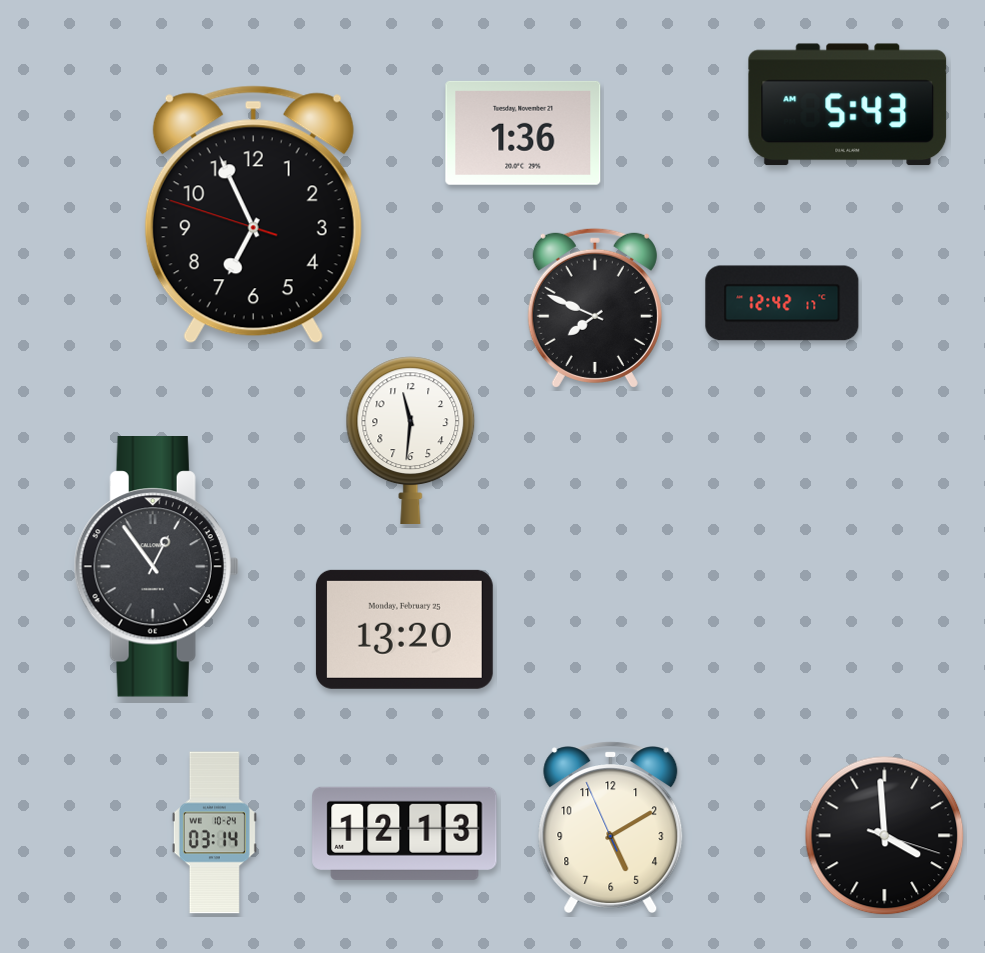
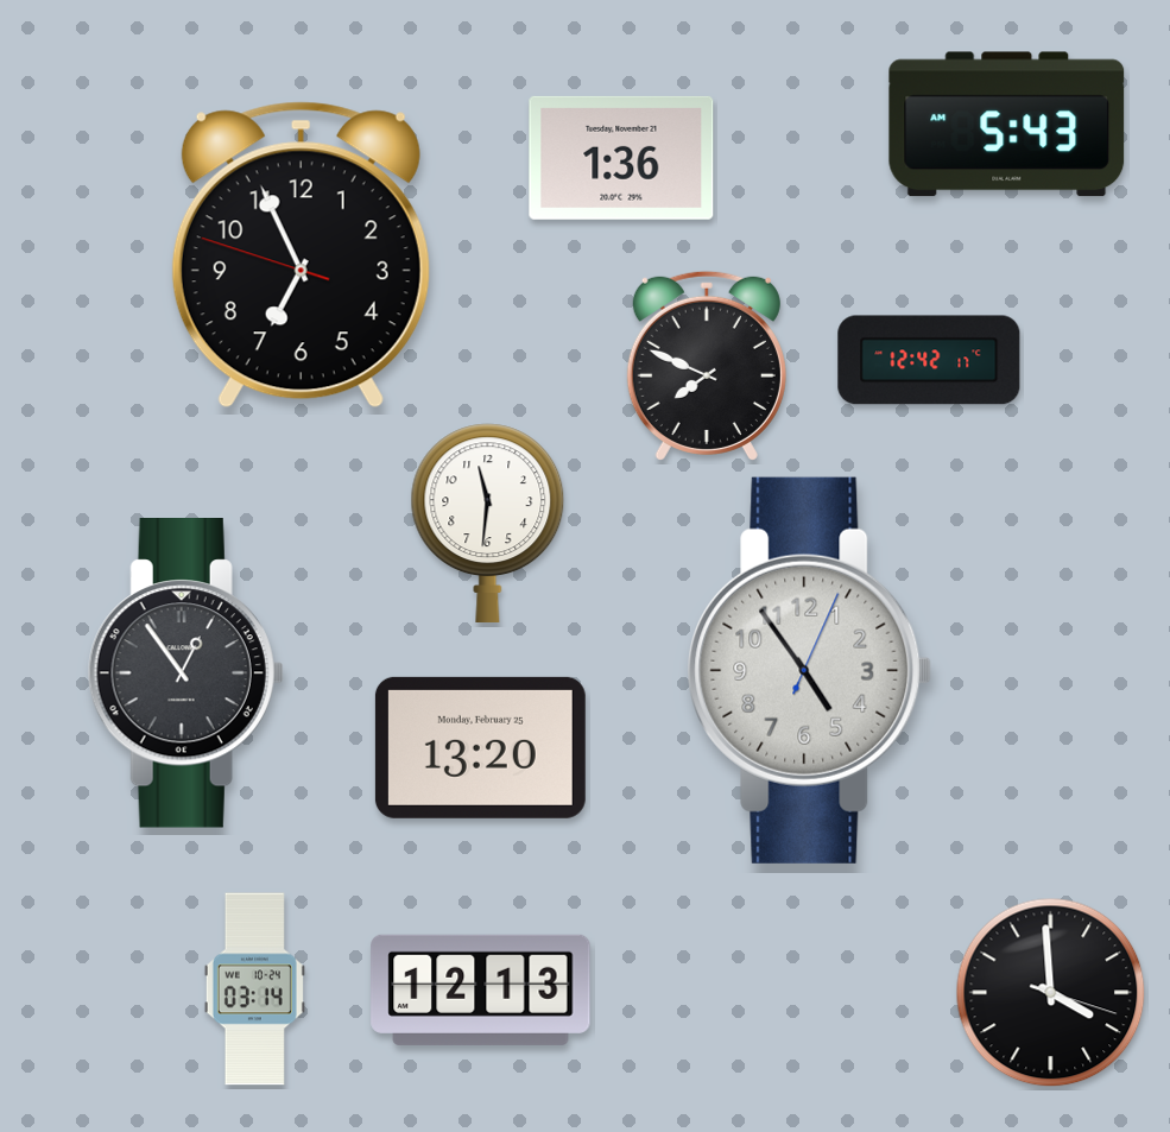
clock at (810, 670): none -> 4:54
clock at (611, 827): 5:09 -> none
